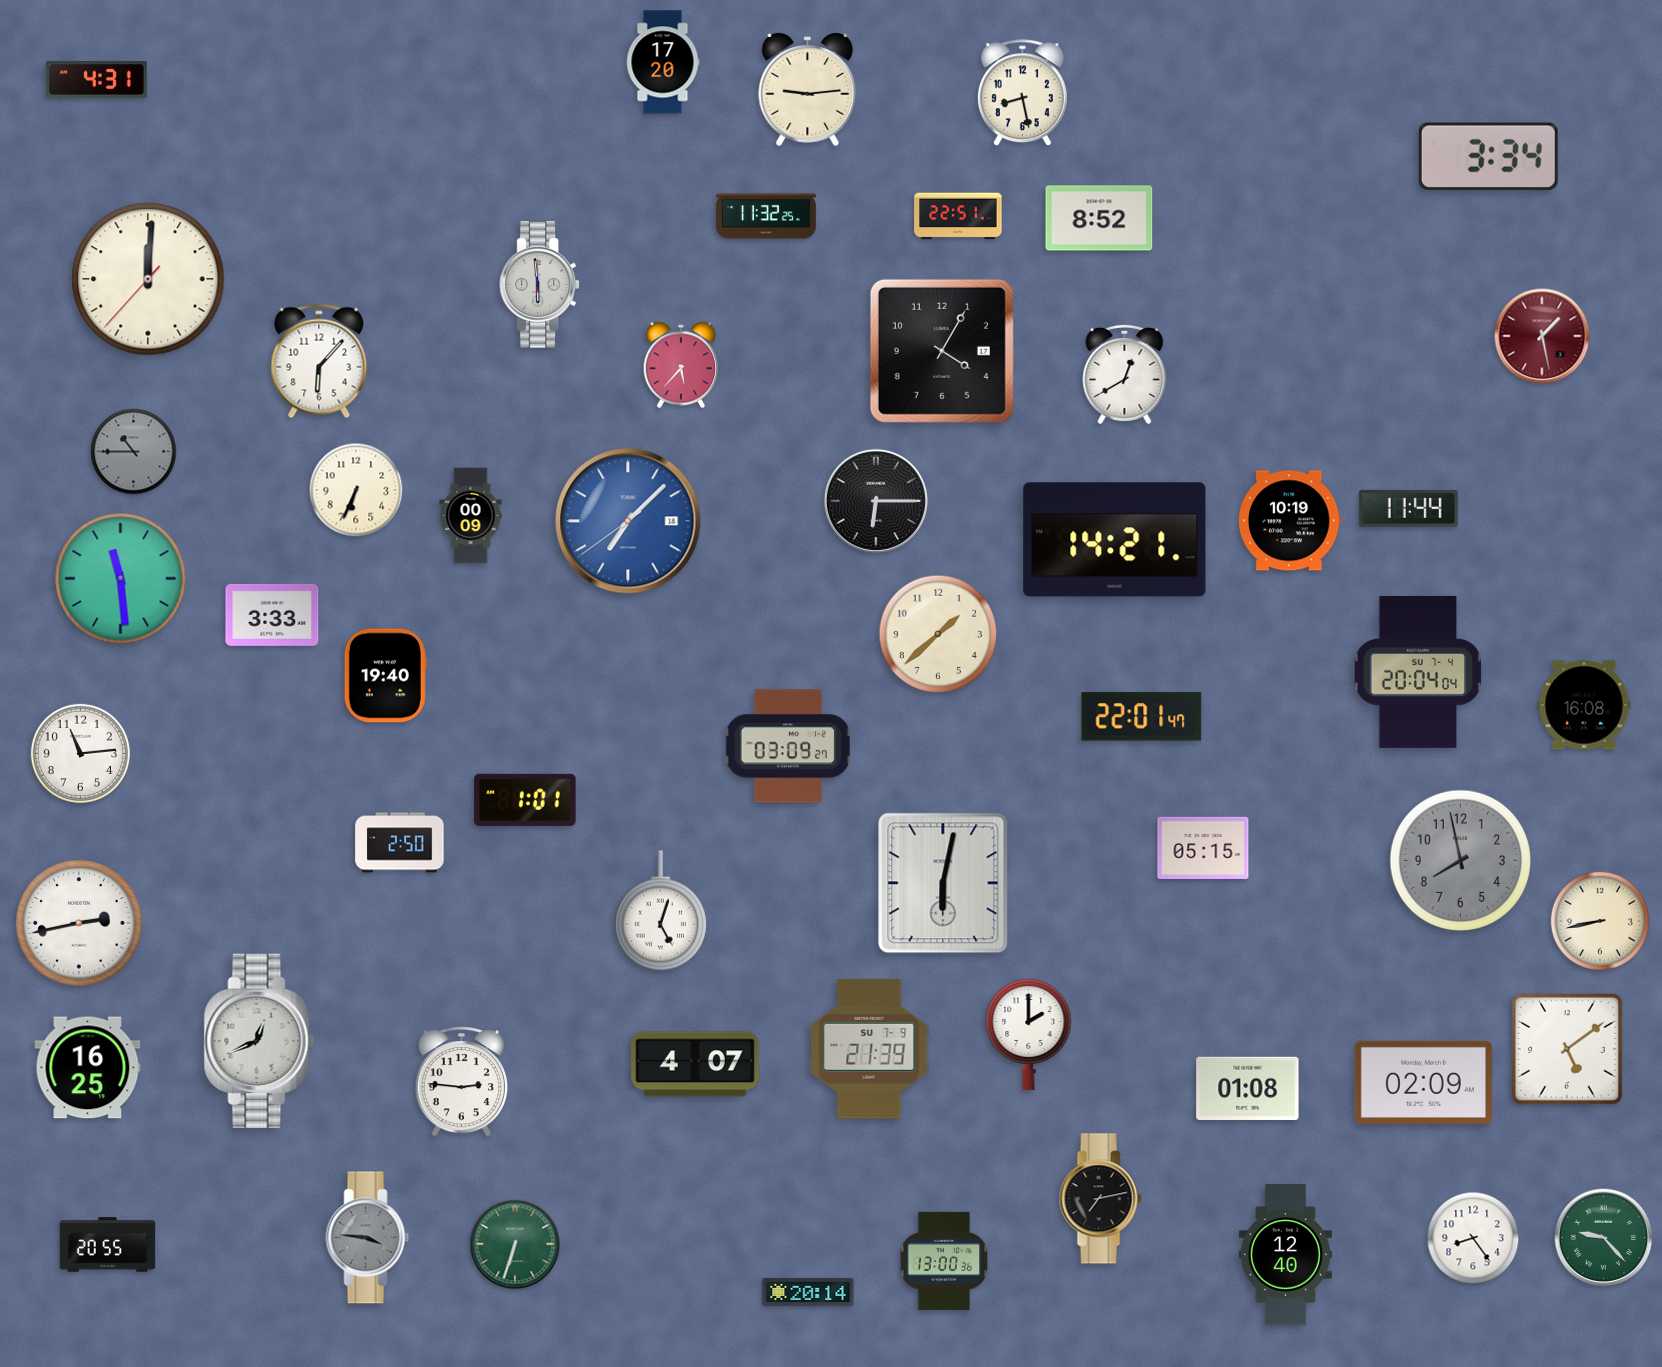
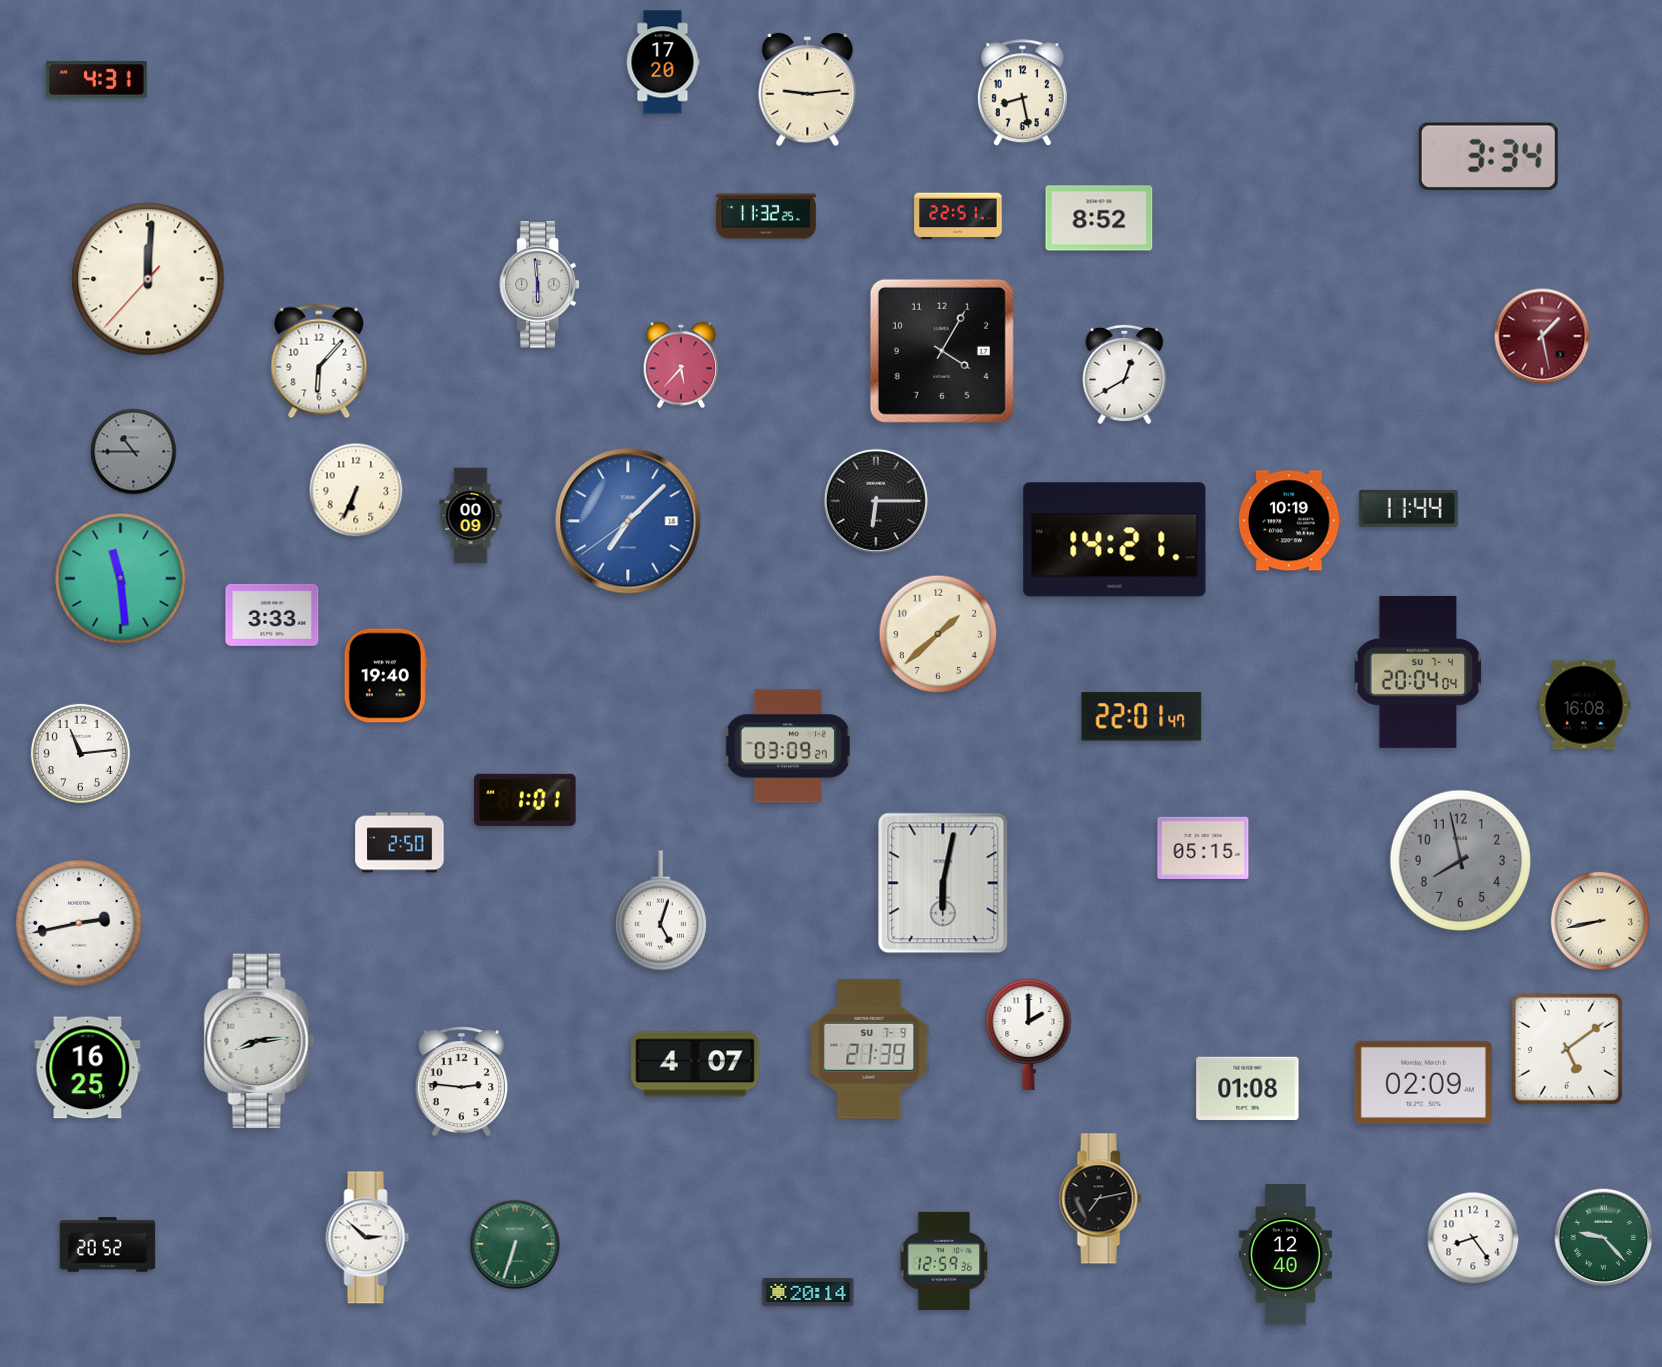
clock at (259, 1041): 12:41 -> 8:14
clock at (368, 1238): 3:46 -> 2:52
clock at (368, 1238) dial: grey -> white
clock at (108, 1245): 20:55 -> 20:52
clock at (944, 1261): 13:00 -> 12:59
